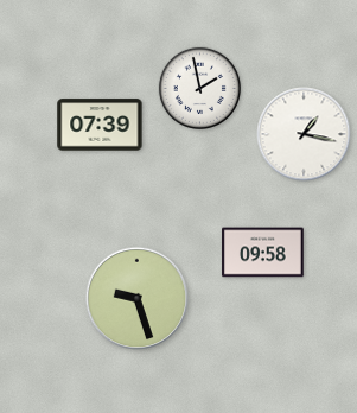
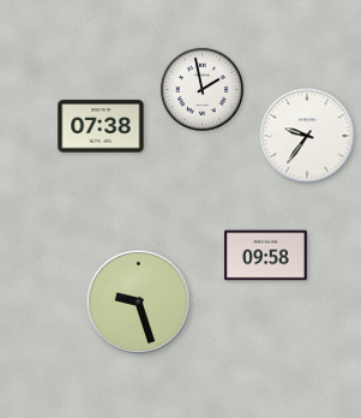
clock at (100, 125): 07:39 -> 07:38
clock at (304, 134): 1:17 -> 9:36
